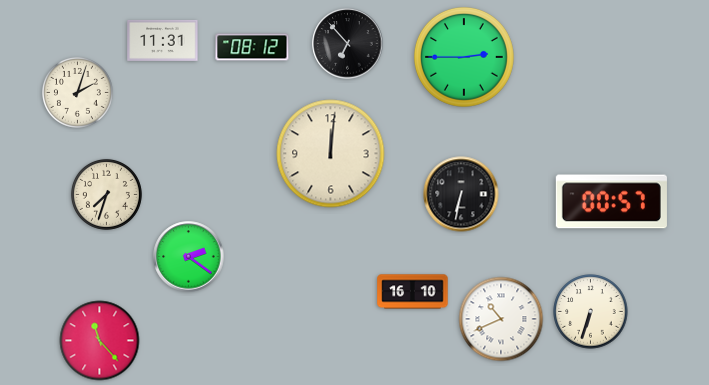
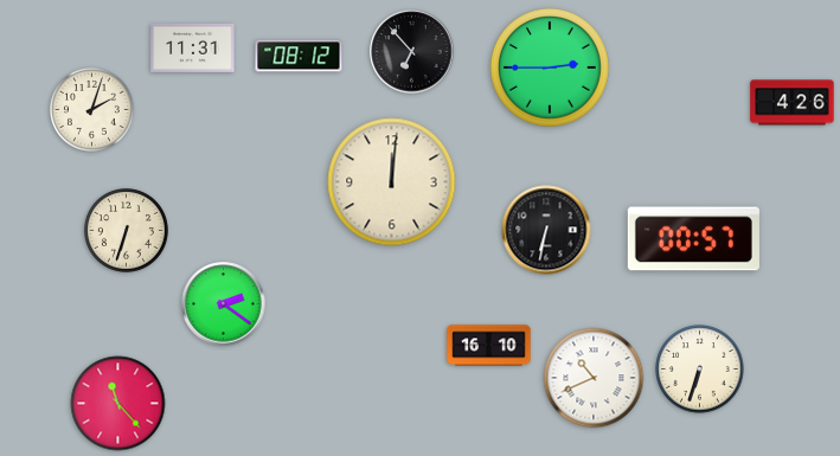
clock at (793, 103): none -> 4:26
clock at (106, 194): 7:33 -> 6:33
clock at (611, 202) position: (611, 202) -> (693, 239)
